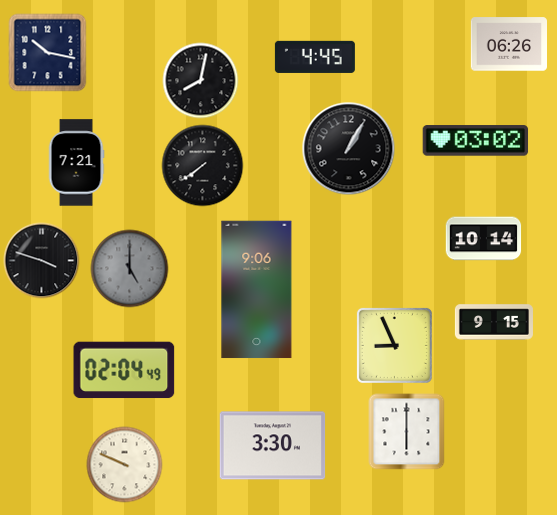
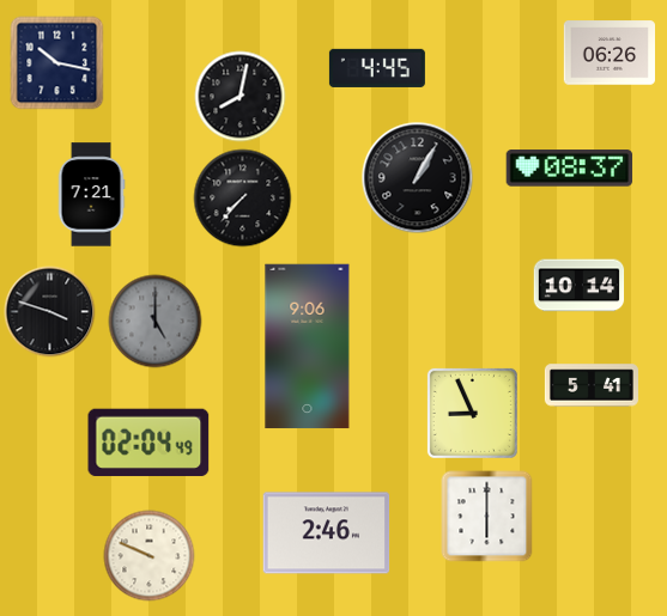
clock at (476, 141): 03:02 -> 08:37
clock at (203, 166): 7:39 -> 7:37
clock at (494, 322): 9:15 -> 5:41
clock at (273, 446): 3:30 -> 2:46
